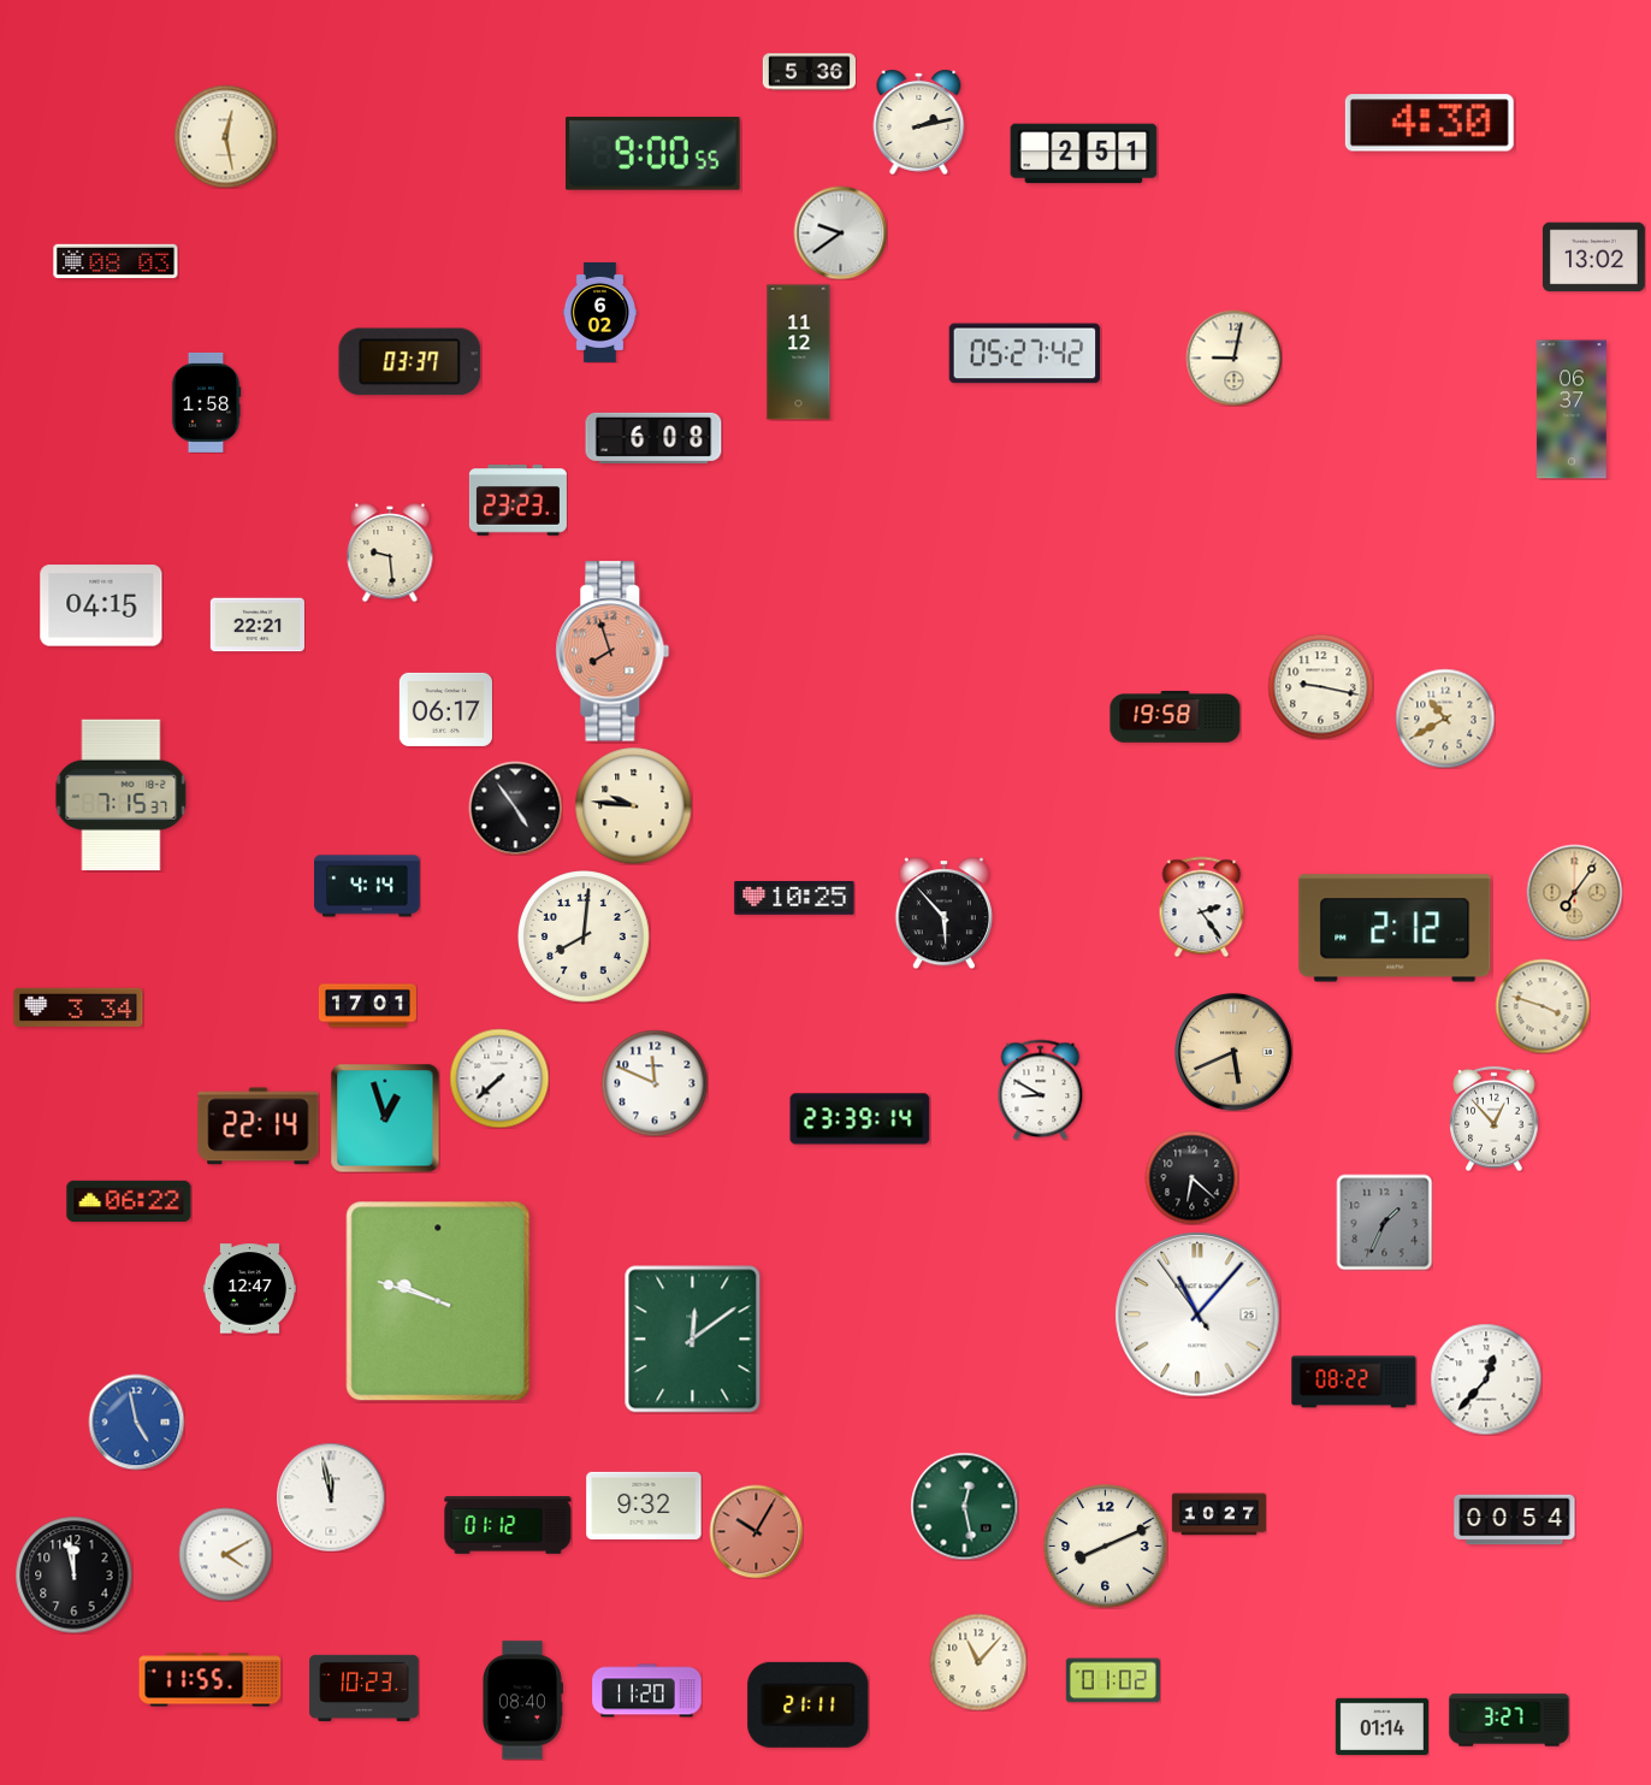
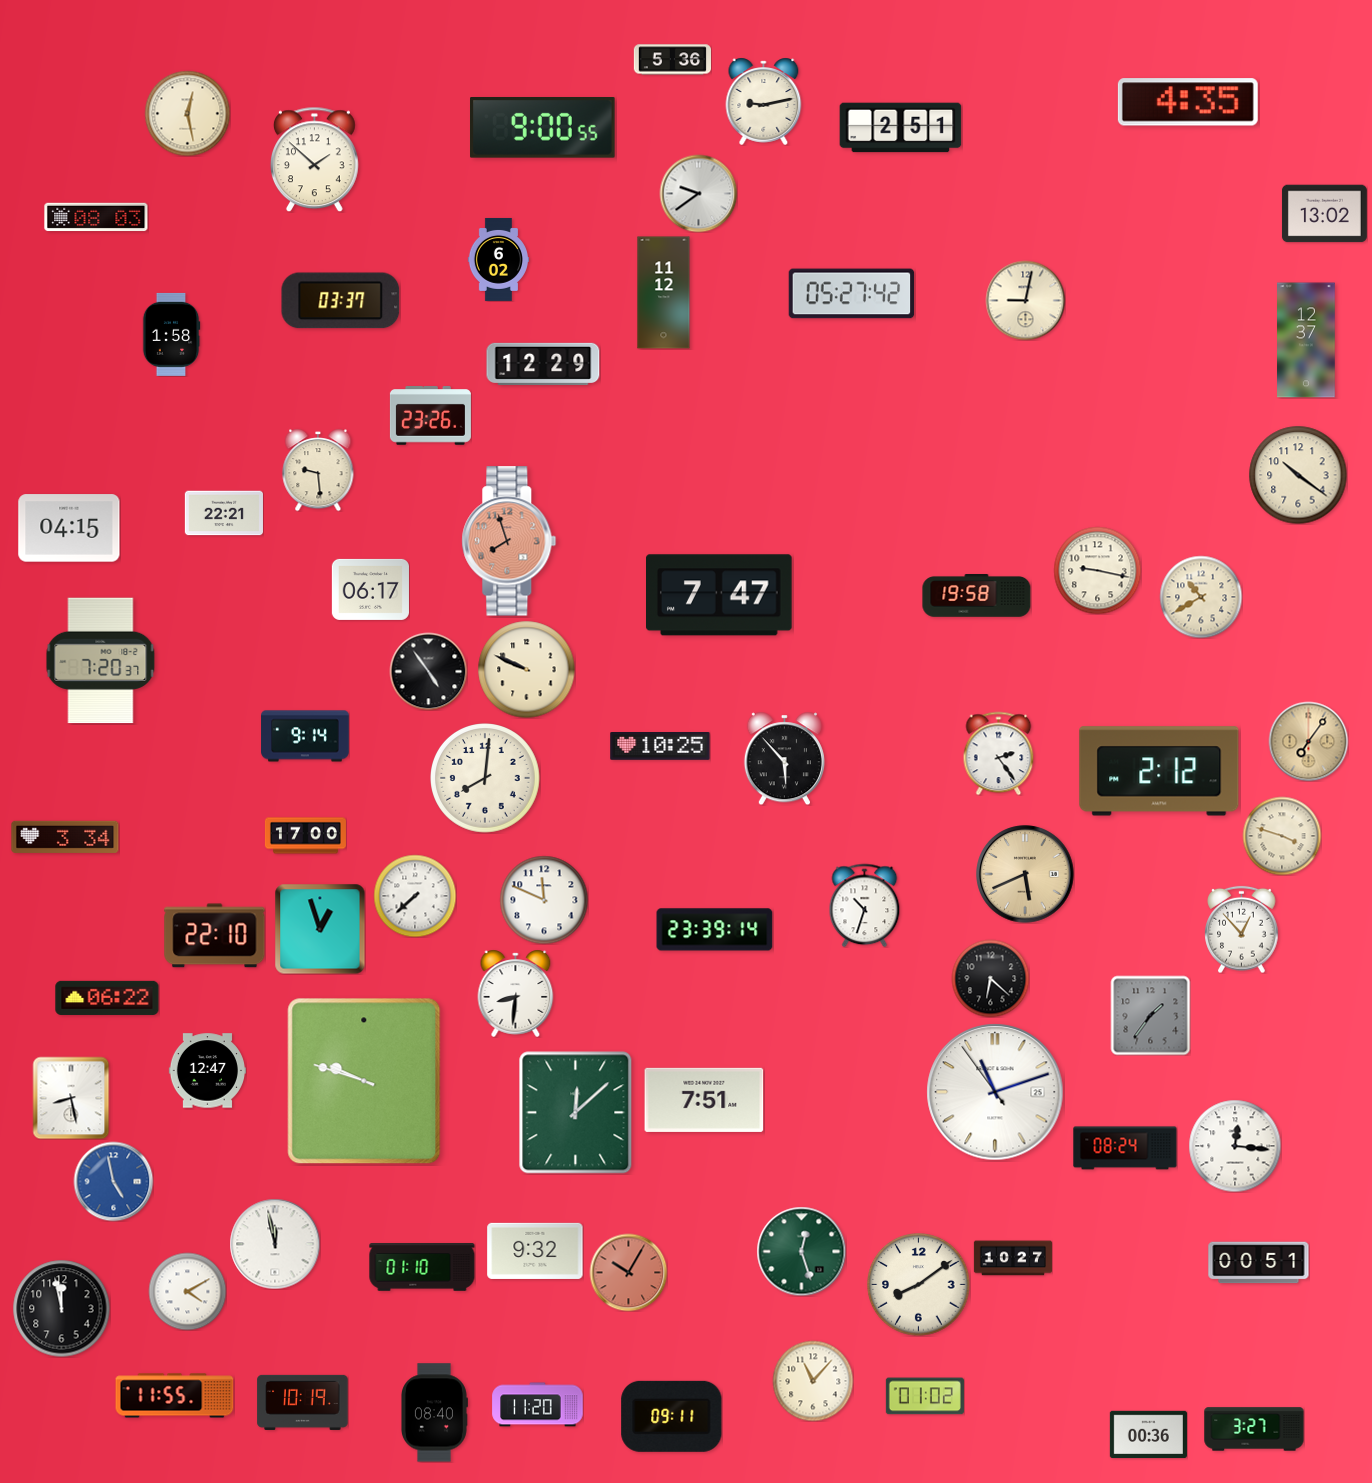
clock at (919, 122): 2:13 -> 9:13
clock at (1430, 123): 4:30 -> 4:35
clock at (315, 159): none -> 1:52
clock at (1233, 357) position: (1233, 357) -> (1025, 300)
clock at (1572, 409): 06:37 -> 12:37
clock at (653, 438): 6:08 -> 12:29
clock at (517, 501): 23:23 -> 23:26
clock at (390, 552) position: (390, 552) -> (318, 470)
clock at (1298, 475): none -> 10:21
clock at (101, 605) position: (101, 605) -> (69, 528)
clock at (258, 625) position: (258, 625) -> (224, 513)
clock at (720, 595): none -> 7:47
clock at (122, 796): 7:15 -> 7:20
clock at (633, 805): 9:46 -> 9:49
clock at (367, 886): 4:14 -> 9:14
clock at (367, 1006): 17:01 -> 17:00
clock at (1041, 1089): 8:50 -> 10:33
clock at (259, 1127): 22:14 -> 22:10
clock at (516, 993): none -> 8:31
clock at (1384, 1222): 1:34 -> 1:36
clock at (1197, 1314): 11:06 -> 11:11
clock at (71, 1098): none -> 8:28
clock at (704, 1100): none -> 7:51
clock at (693, 1340): 12:09 -> 12:08
clock at (1486, 1379): 12:37 -> 12:16
clock at (1354, 1382): 08:22 -> 08:24
clock at (964, 1506): 12:28 -> 12:27
clock at (1515, 1520): 00:54 -> 00:51
clock at (508, 1526): 01:12 -> 01:10
clock at (1106, 1547): 8:11 -> 8:09
clock at (365, 1688): 10:23 -> 10:19
clock at (809, 1704): 21:11 -> 09:11
clock at (1381, 1727): 01:14 -> 00:36
